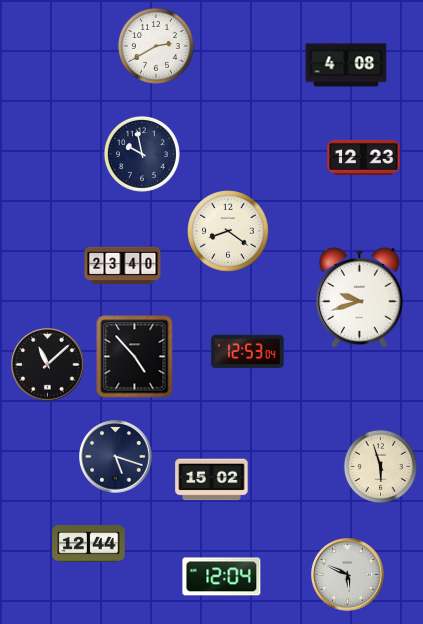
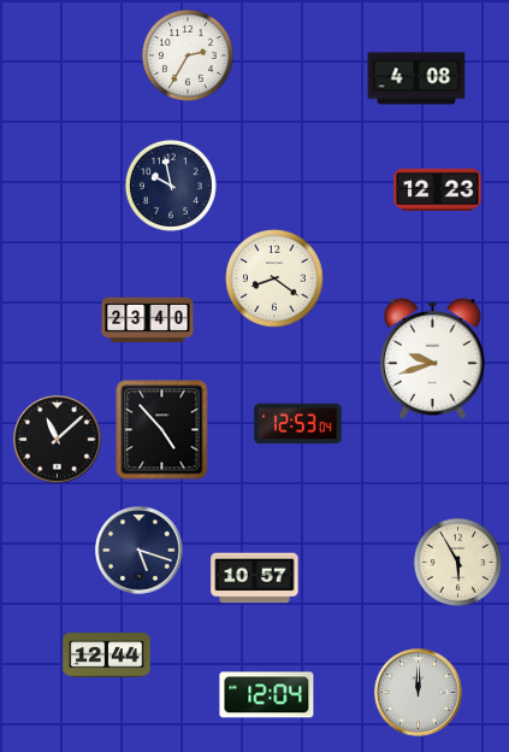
clock at (156, 46): 2:40 -> 2:35
clock at (380, 466): 5:57 -> 5:55
clock at (212, 480): 15:02 -> 10:57
clock at (348, 575): 5:49 -> 12:00
